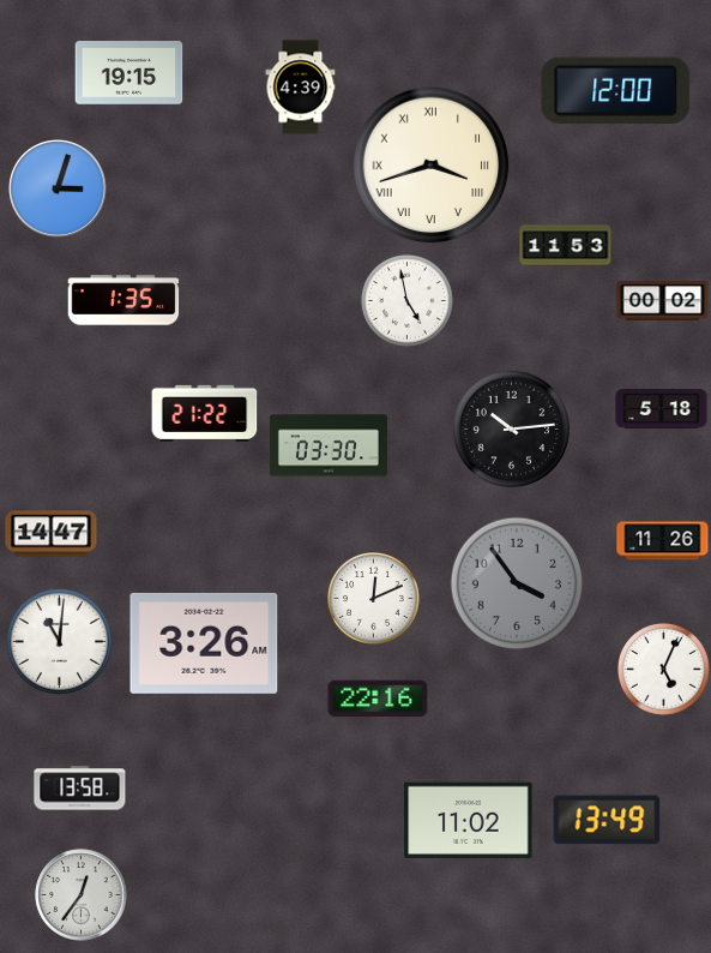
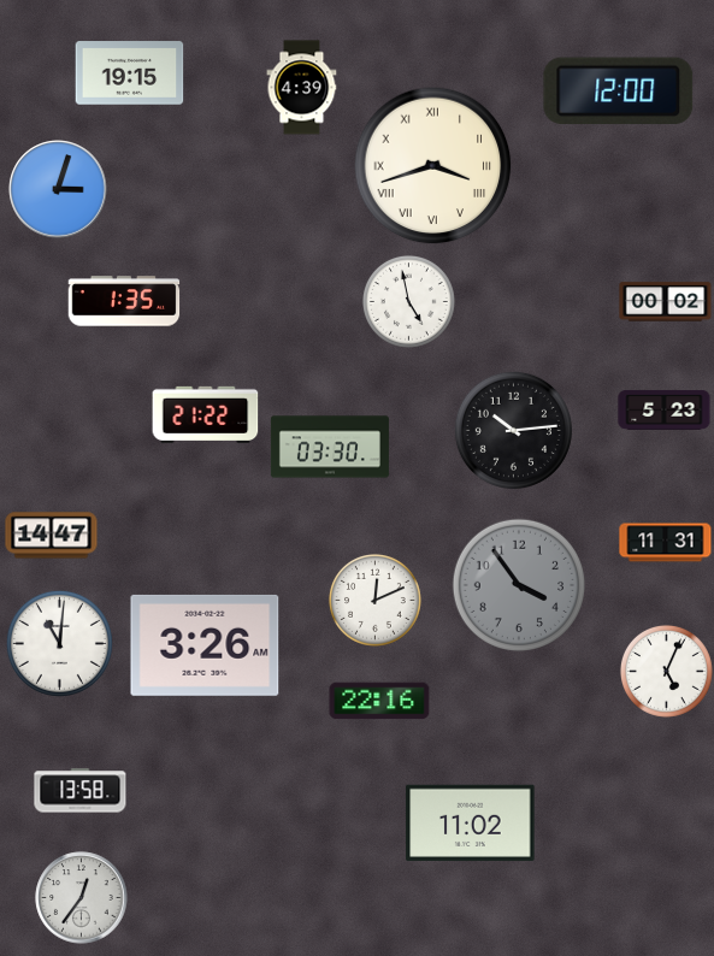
clock at (566, 246): 11:53 -> none
clock at (662, 409): 5:18 -> 5:23
clock at (663, 541): 11:26 -> 11:31
clock at (607, 820): 13:49 -> none
